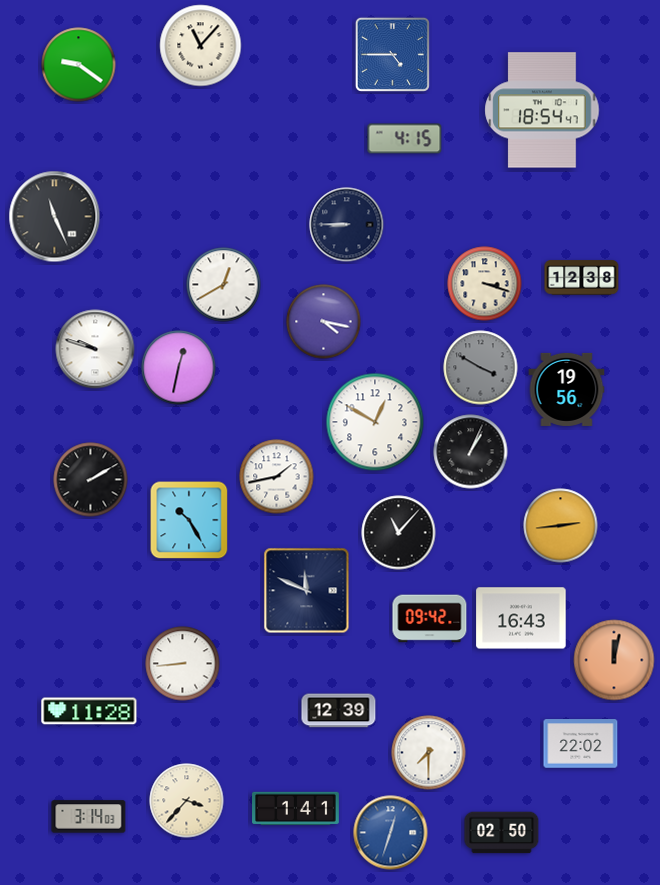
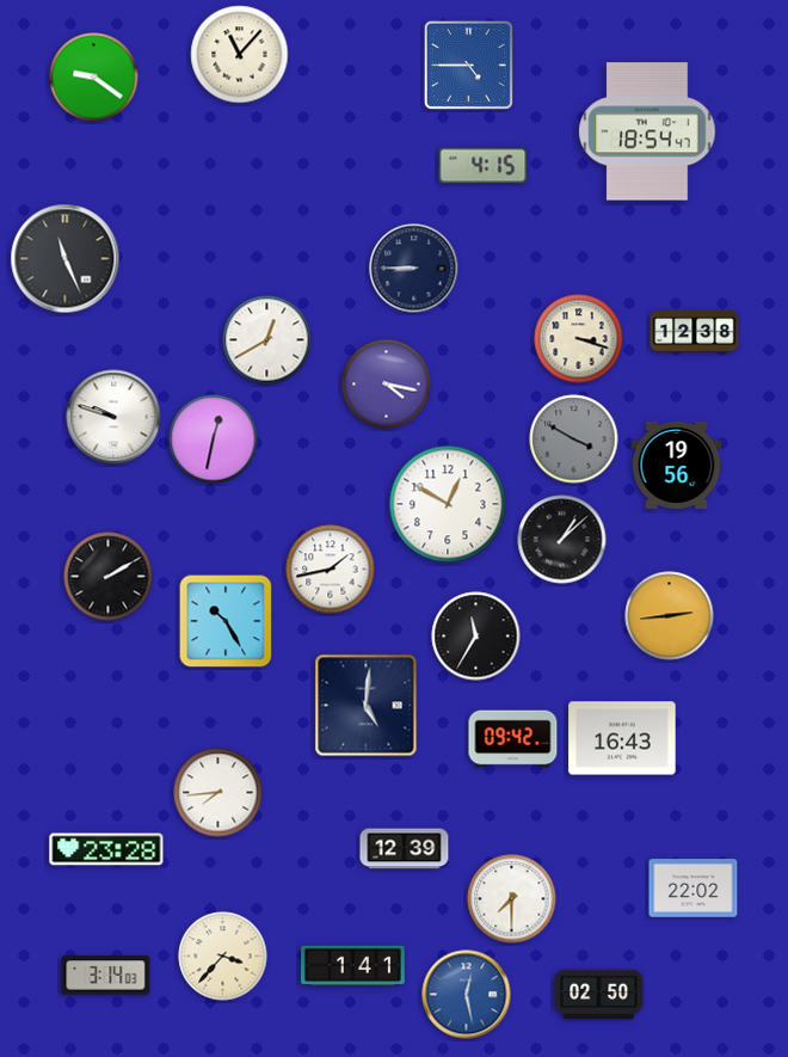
clock at (471, 452): 1:04 -> 1:08
clock at (91, 480) position: (91, 480) -> (109, 577)
clock at (561, 526) position: (561, 526) -> (670, 616)
clock at (399, 533): 11:07 -> 11:35
clock at (307, 591): 11:49 -> 5:01
clock at (614, 660): 12:02 -> none
clock at (183, 664): 8:44 -> 7:44
clock at (89, 711): 11:28 -> 23:28
clock at (391, 833): 12:33 -> 12:28
